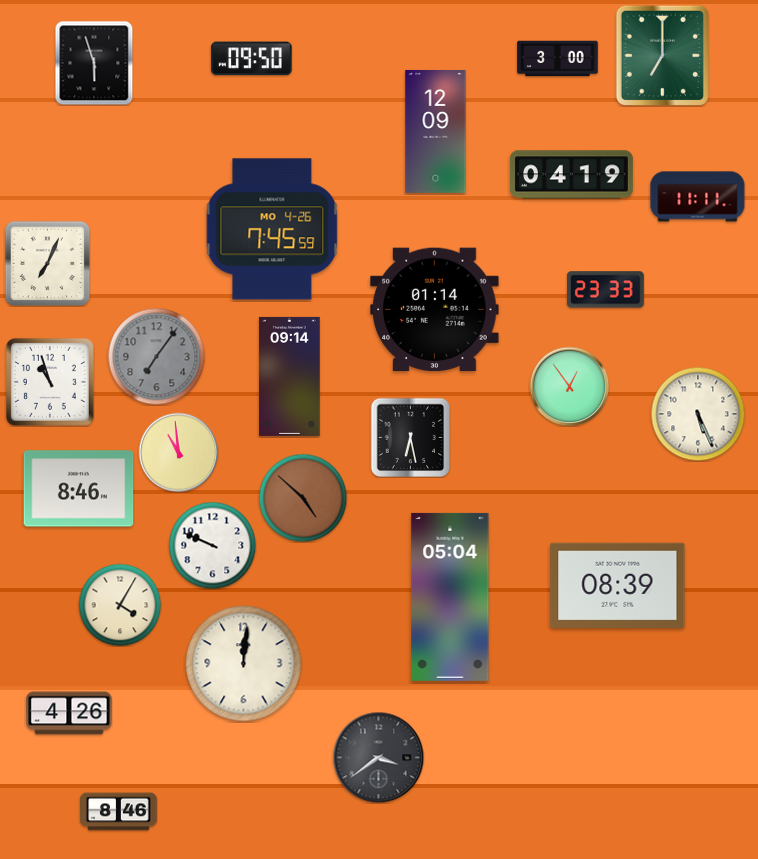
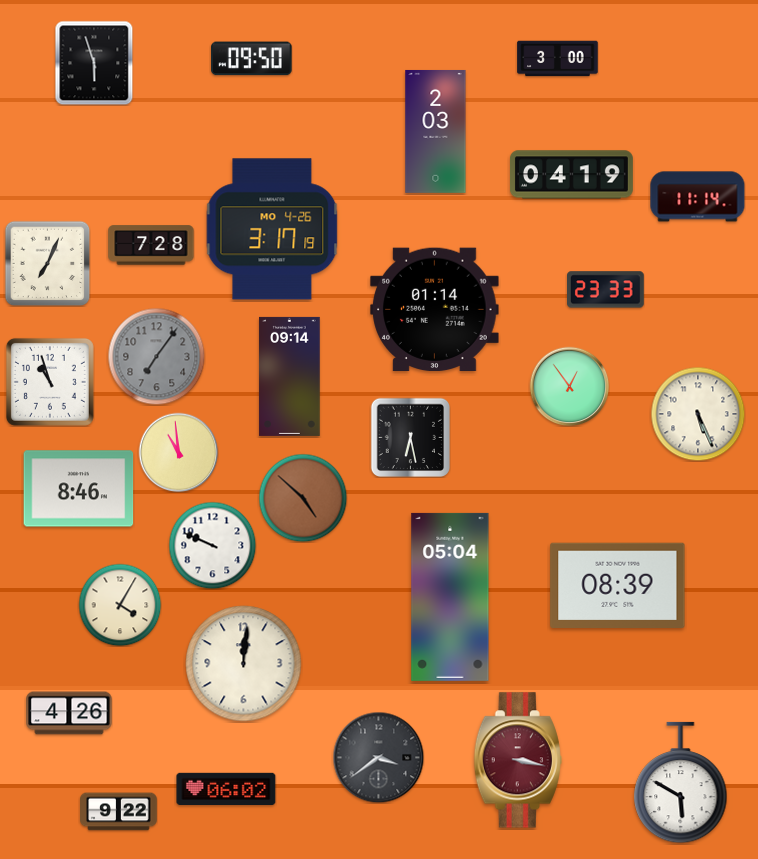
clock at (662, 55): 7:00 -> none
clock at (436, 131): 12:09 -> 2:03
clock at (698, 197): 11:11 -> 11:14
clock at (272, 229): 7:45 -> 3:17
clock at (151, 245): none -> 7:28
clock at (518, 760): none -> 3:17
clock at (681, 783): none -> 5:50
clock at (226, 789): none -> 06:02
clock at (119, 812): 8:46 -> 9:22
